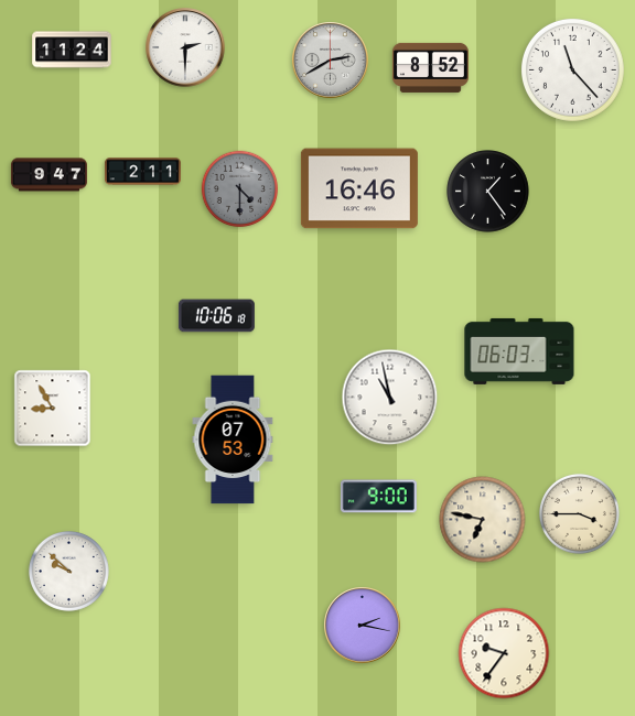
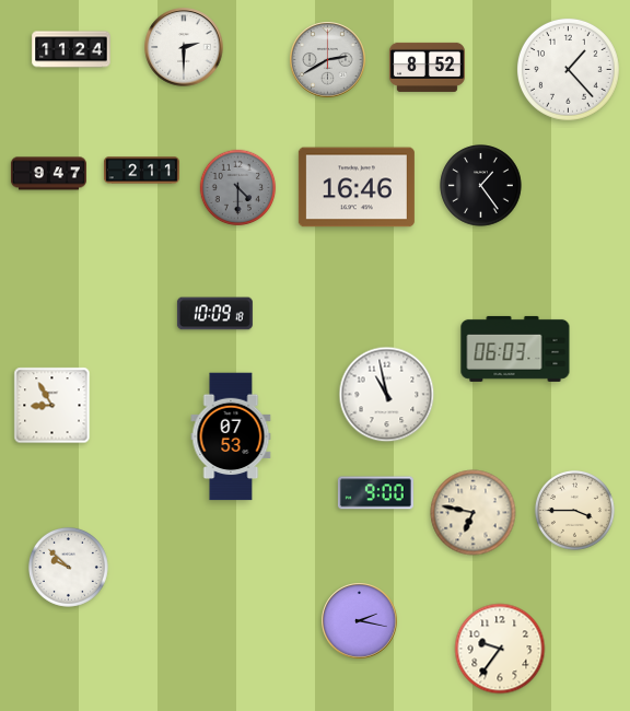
clock at (572, 69): 11:23 -> 1:23
clock at (488, 192) position: (488, 192) -> (481, 186)
clock at (216, 316): 10:06 -> 10:09
clock at (483, 520) position: (483, 520) -> (474, 513)
